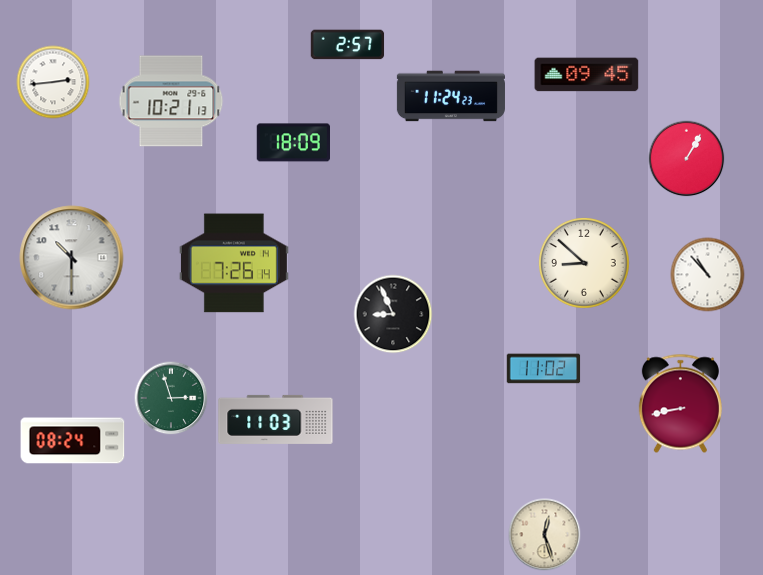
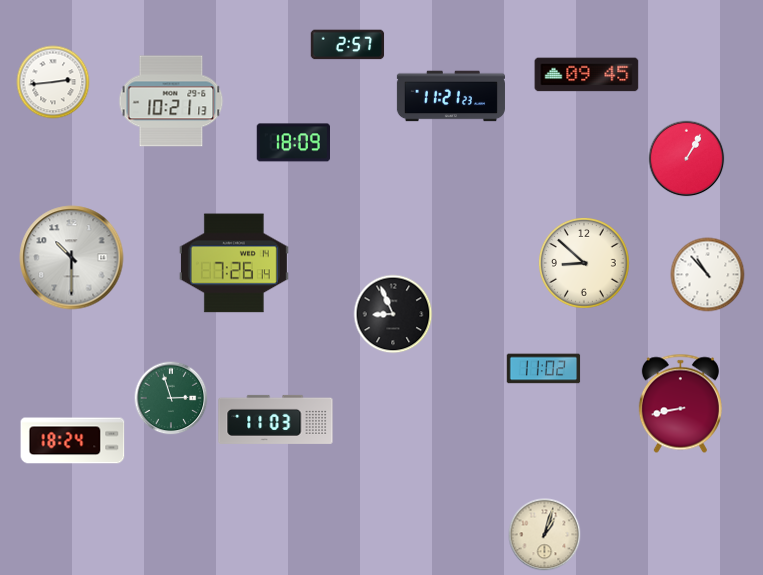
clock at (451, 96): 11:24 -> 11:21
clock at (73, 441): 08:24 -> 18:24
clock at (545, 535): 12:27 -> 1:03
